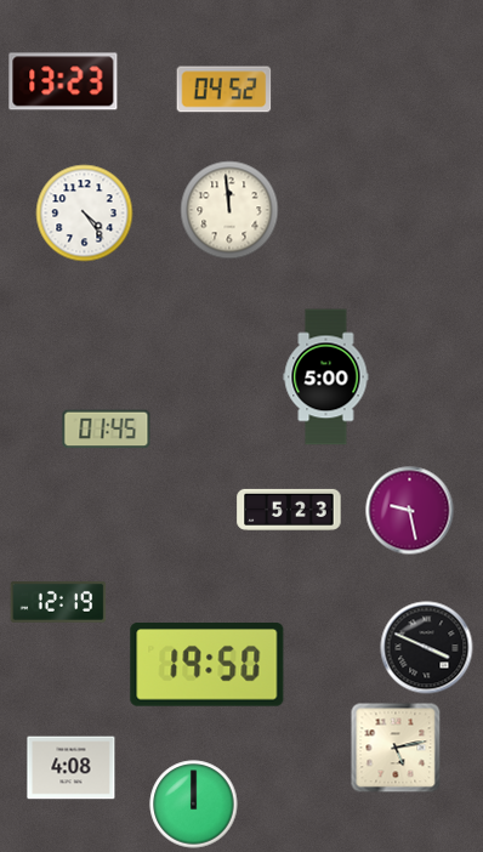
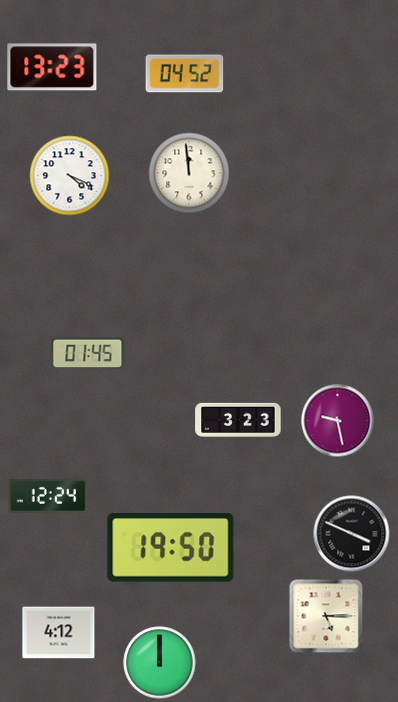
clock at (85, 214): 4:24 -> 4:19
clock at (326, 377): 5:00 -> none
clock at (289, 510): 5:23 -> 3:23
clock at (58, 603): 12:19 -> 12:24
clock at (396, 748): 5:13 -> 5:15
clock at (72, 768): 4:08 -> 4:12
